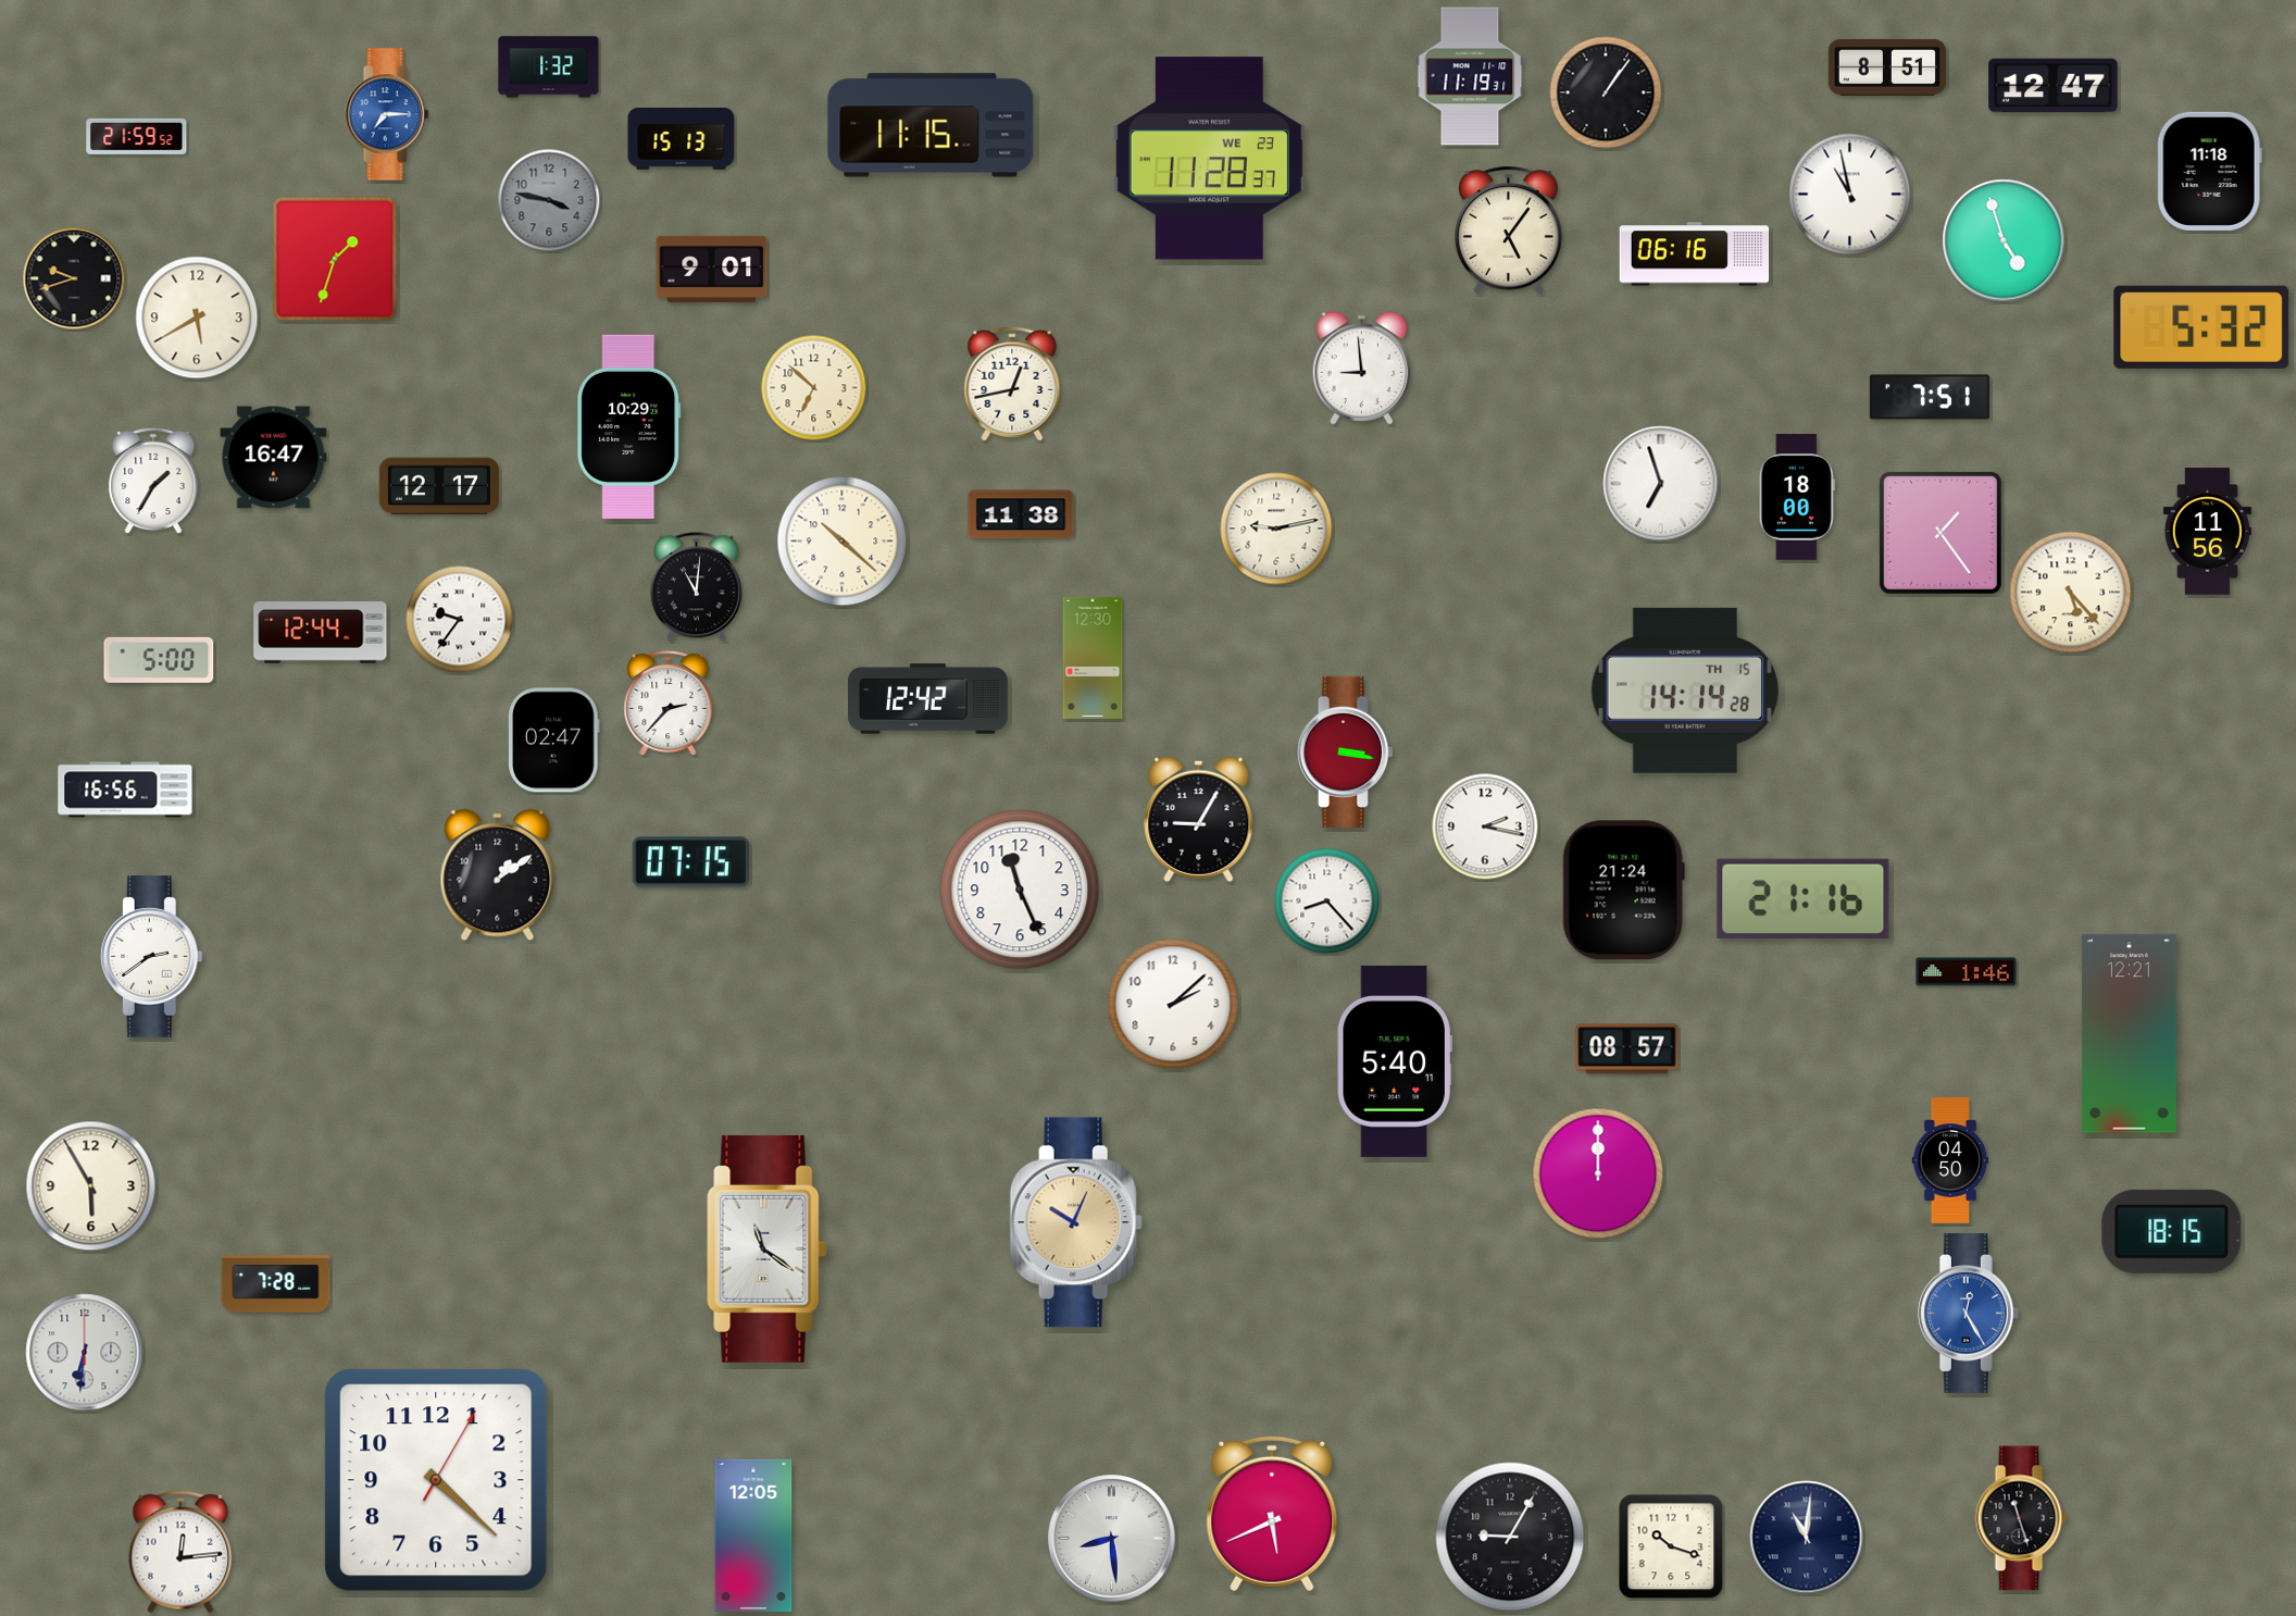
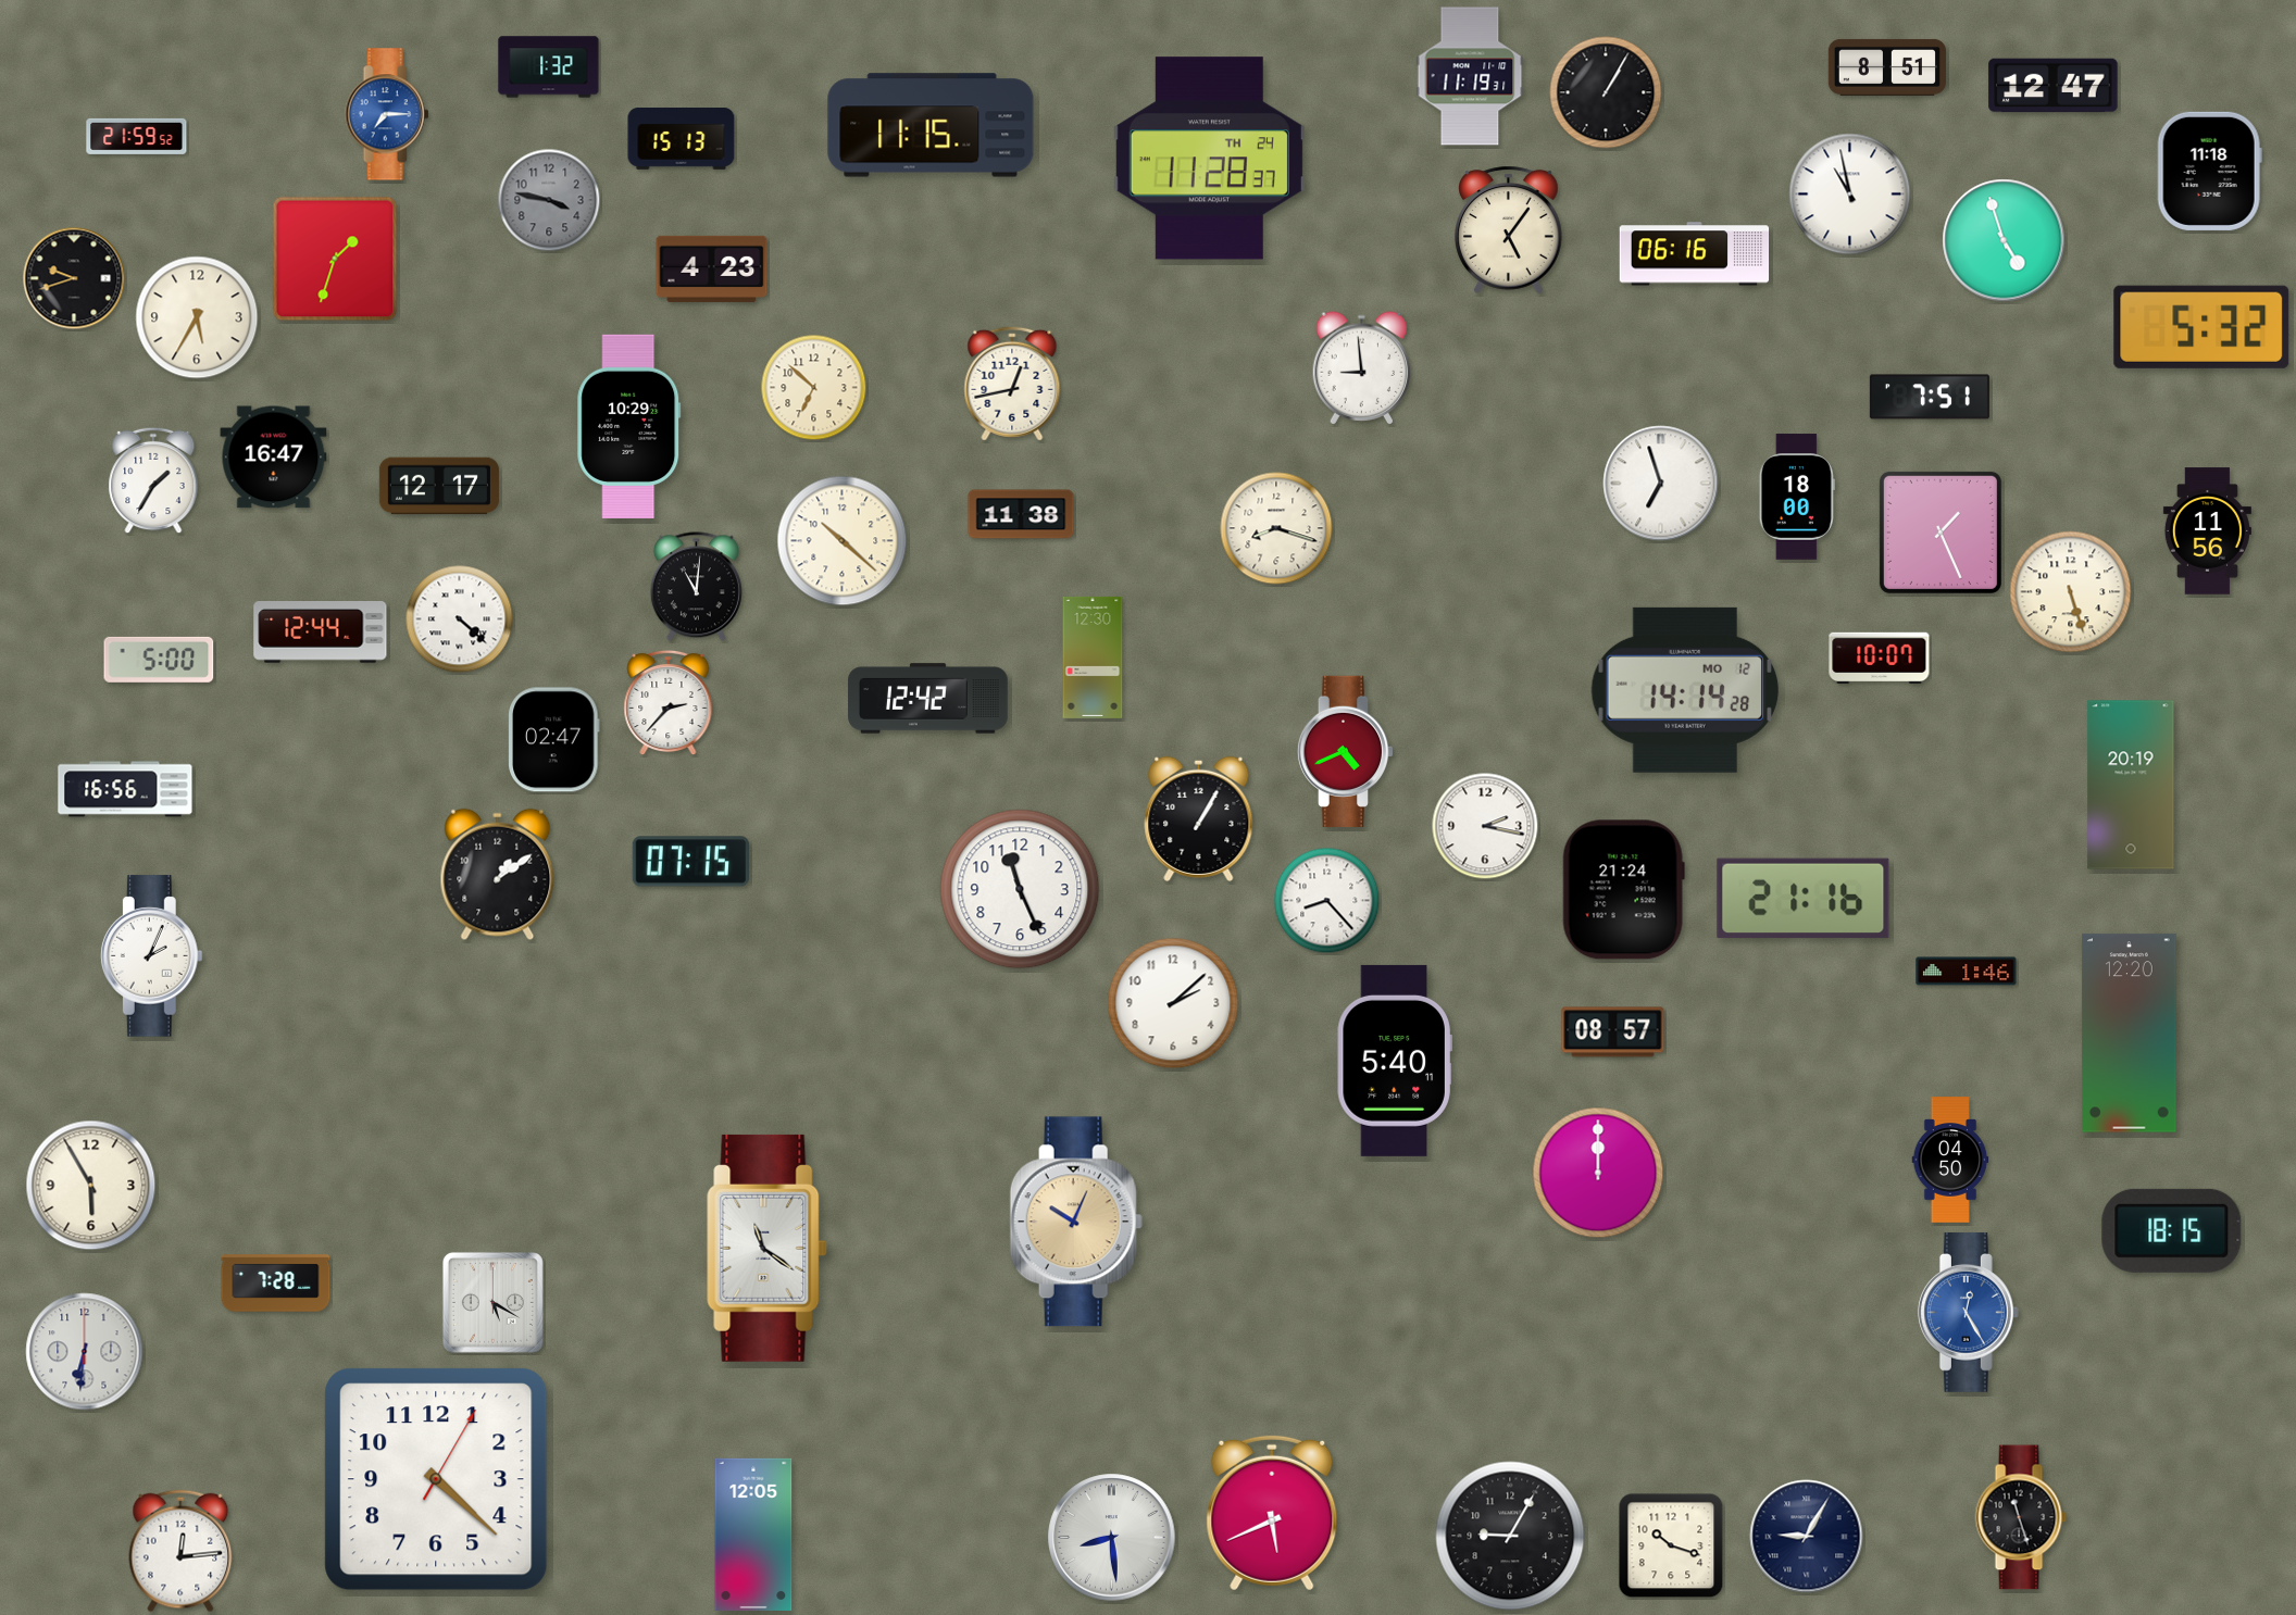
clock at (1606, 92): 1:06 -> 1:05
clock at (1209, 159) date: WE 23 -> TH 24
clock at (712, 269): 9:01 -> 4:23
clock at (197, 318): 5:40 -> 5:35
clock at (1276, 529): 9:13 -> 8:18
clock at (1941, 533): 1:24 -> 1:26
clock at (2071, 593): 5:23 -> 5:27
clock at (460, 620): 9:36 -> 4:22
clock at (1880, 659): none -> 10:07
clock at (1684, 691) date: TH 15 -> MO 12
clock at (1346, 751): 3:17 -> 4:41
clock at (2131, 785): none -> 20:19
clock at (1199, 819): 9:05 -> 1:05
clock at (151, 957): 2:39 -> 2:04
clock at (2129, 1034): 12:21 -> 12:20
clock at (1627, 1049) position: (1627, 1049) -> (1613, 1032)
clock at (492, 1302): none -> 5:20
clock at (1807, 1538): 11:01 -> 9:05
